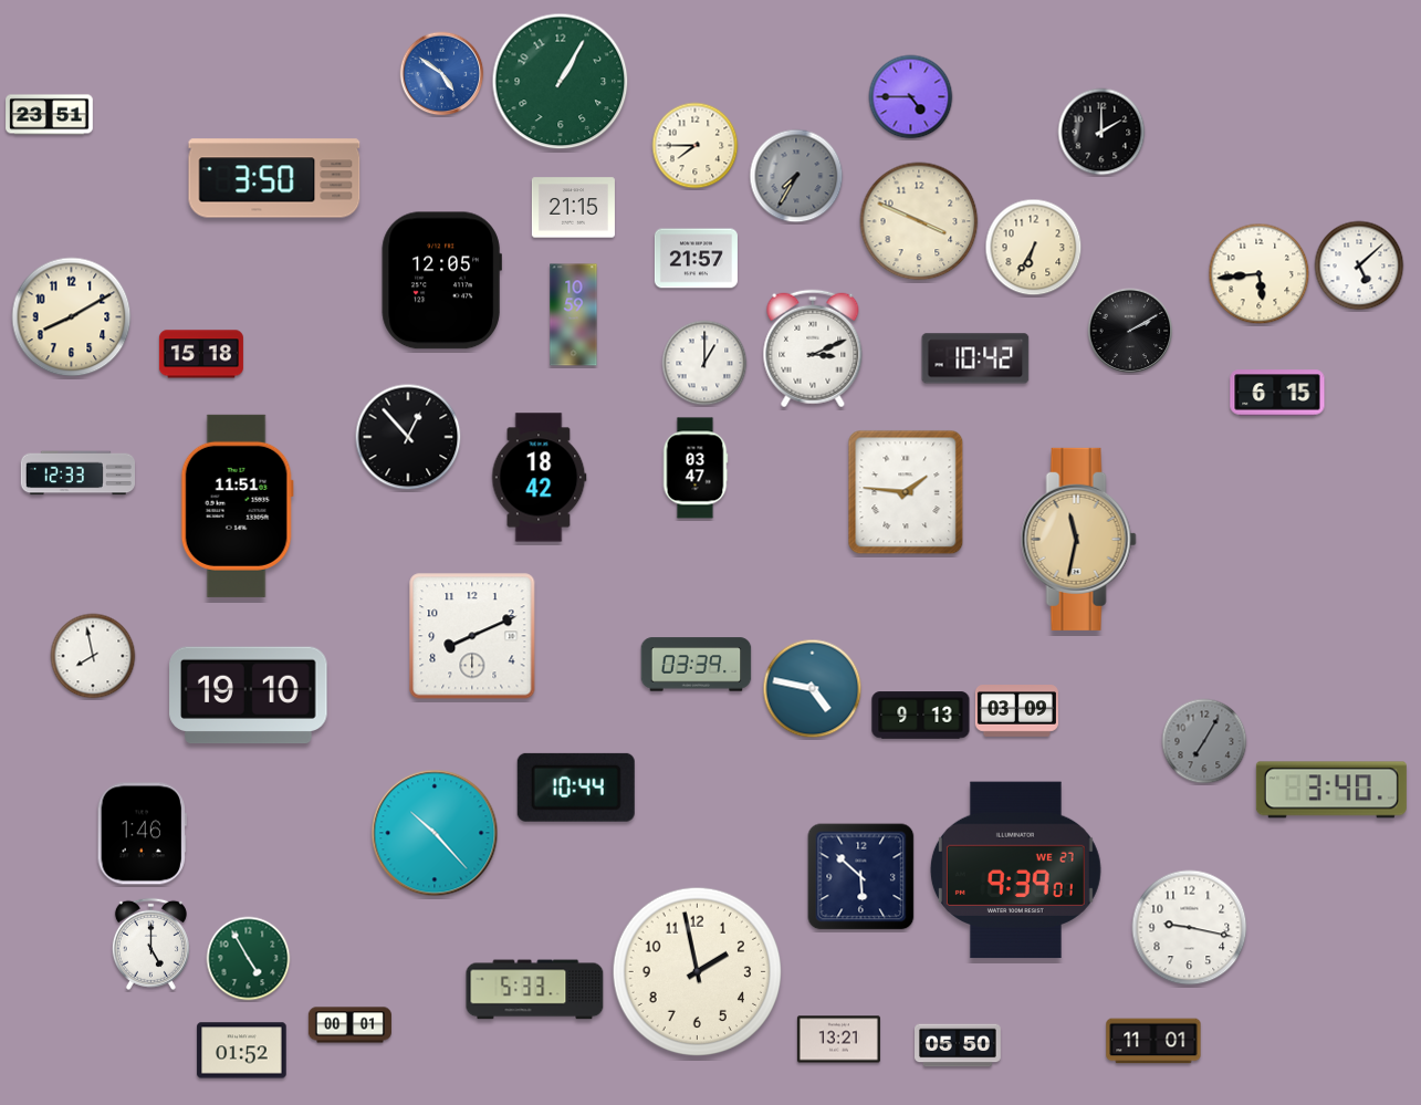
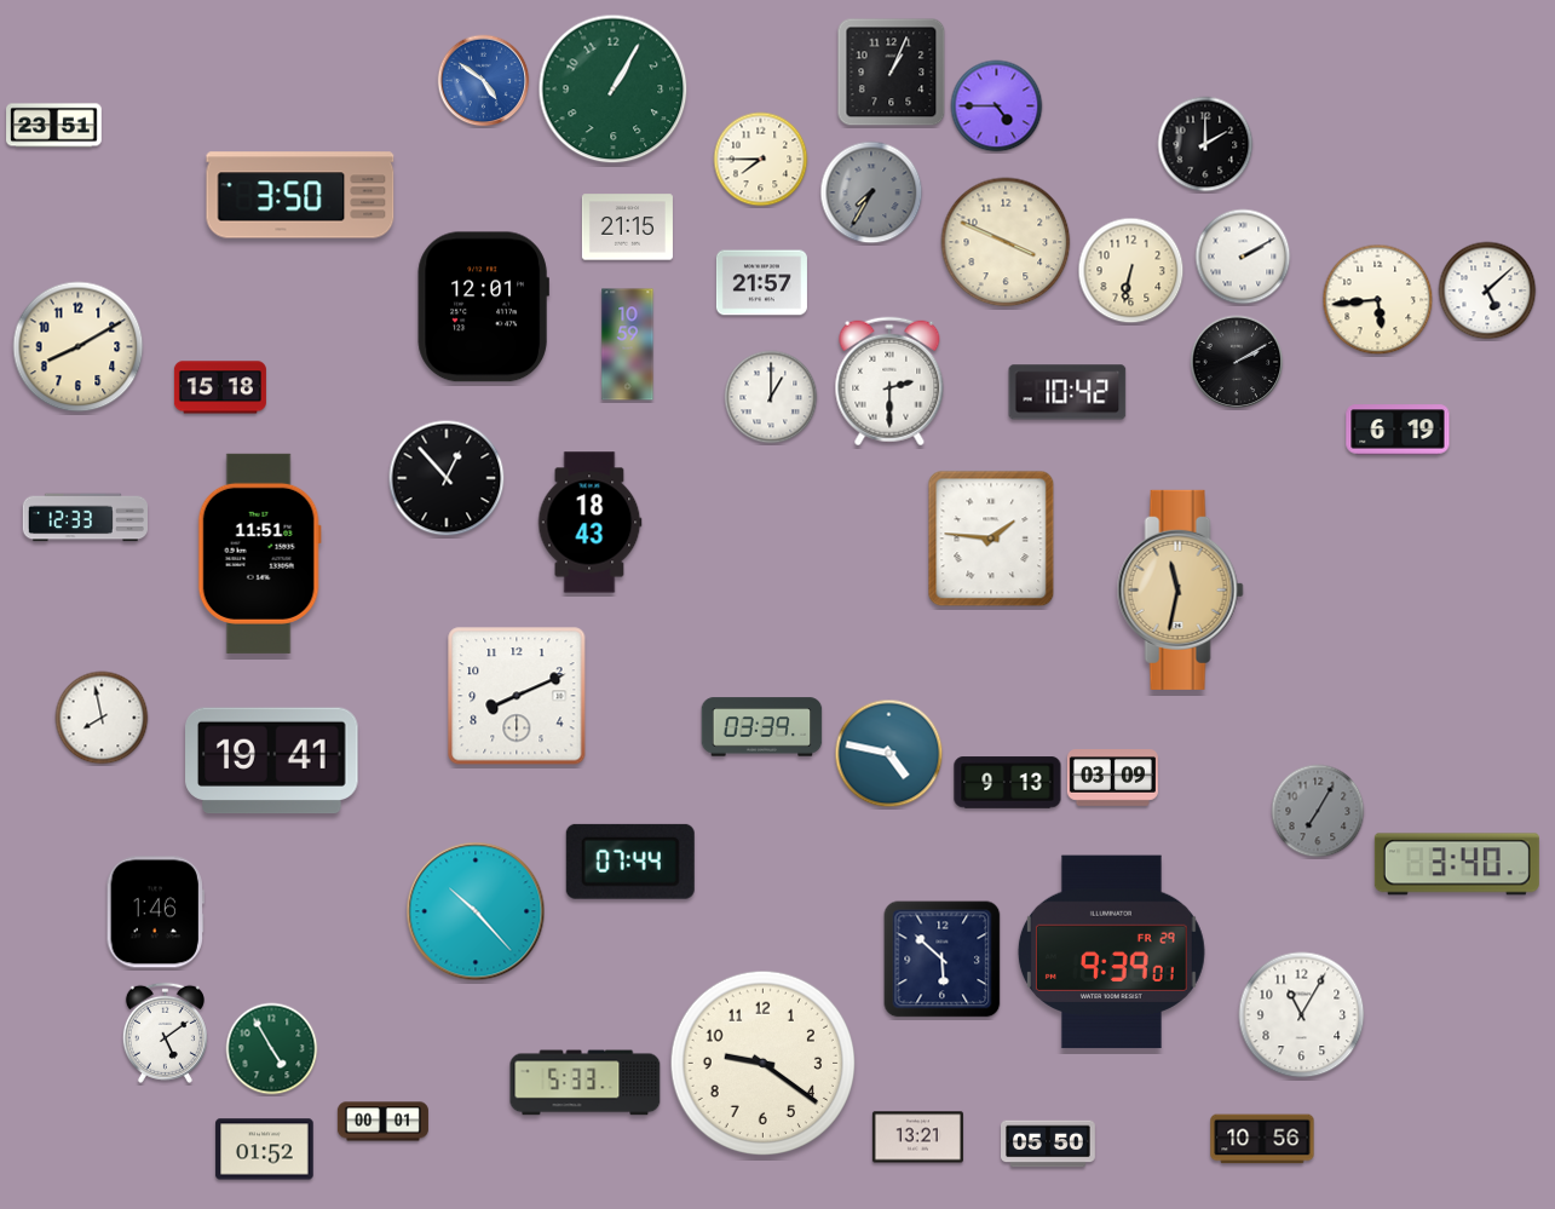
clock at (892, 73): none -> 1:04
clock at (1243, 257): none -> 2:10
clock at (1034, 248): 6:35 -> 6:32
clock at (441, 281): 12:05 -> 12:01
clock at (813, 348): 3:11 -> 2:30
clock at (1277, 393): 6:15 -> 6:19
clock at (696, 468): 03:47 -> none
clock at (539, 478): 18:42 -> 18:43
clock at (249, 696): 19:10 -> 19:41
clock at (576, 788): 10:44 -> 07:44
clock at (1015, 871) date: WE 27 -> FR 29
clock at (1190, 928): 9:17 -> 11:05
clock at (150, 944): 5:00 -> 5:09
clock at (698, 972): 1:58 -> 9:21
clock at (1153, 1041): 11:01 -> 10:56
